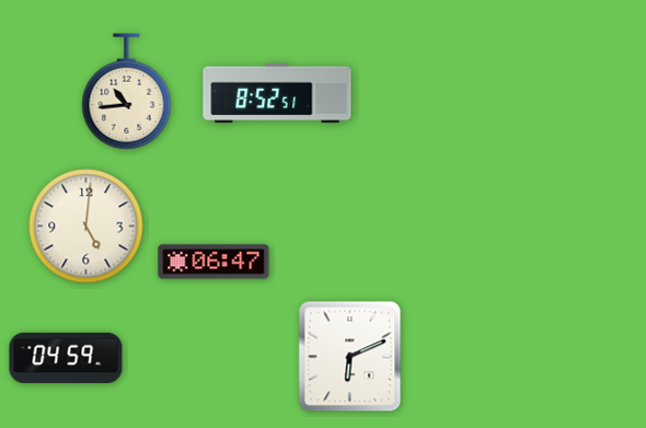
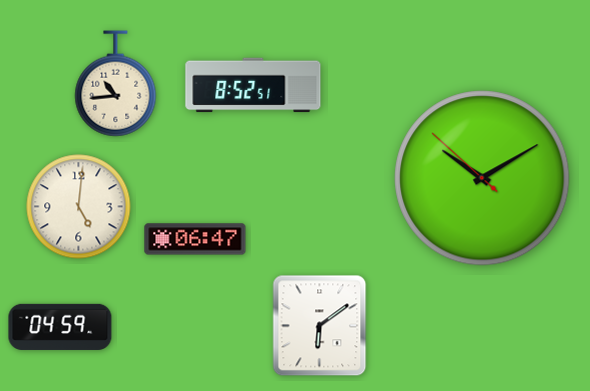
clock at (482, 178): none -> 10:09
clock at (350, 357): 6:11 -> 6:09
